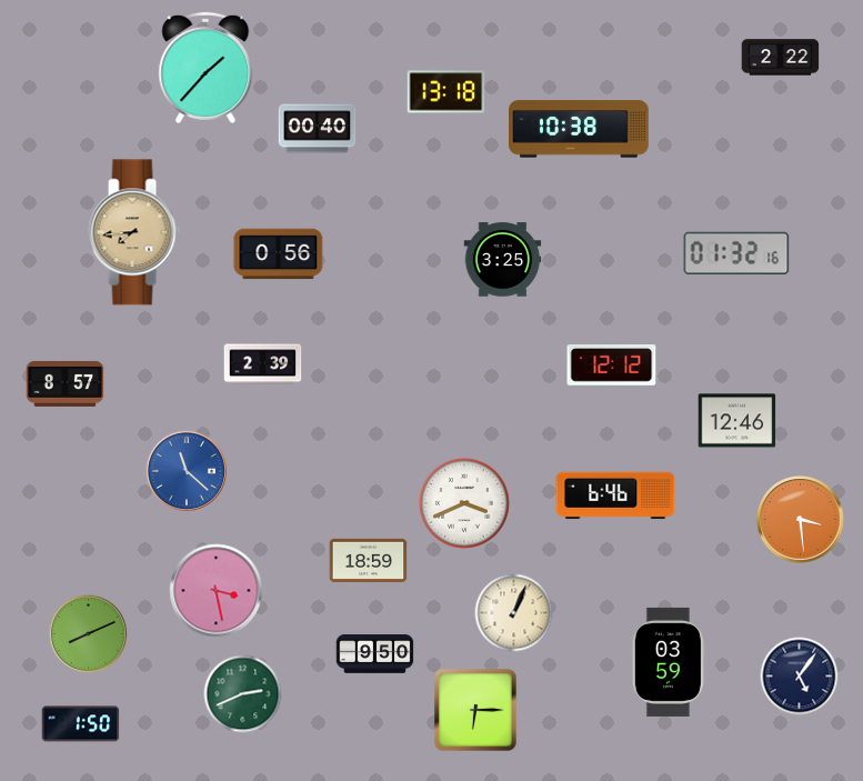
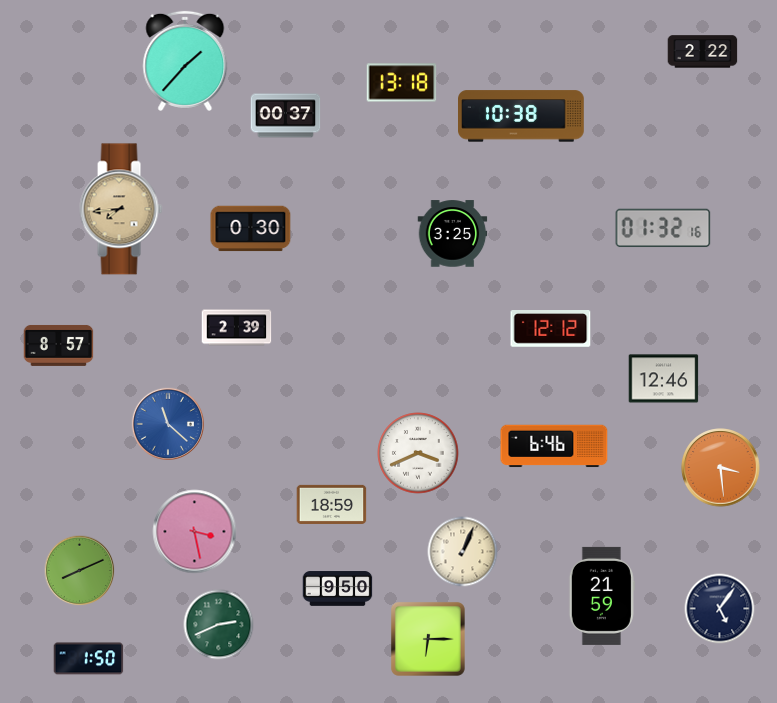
clock at (318, 129): 00:40 -> 00:37
clock at (279, 254): 0:56 -> 0:30
clock at (669, 662): 03:59 -> 21:59
clock at (81, 724) position: (81, 724) -> (89, 659)
